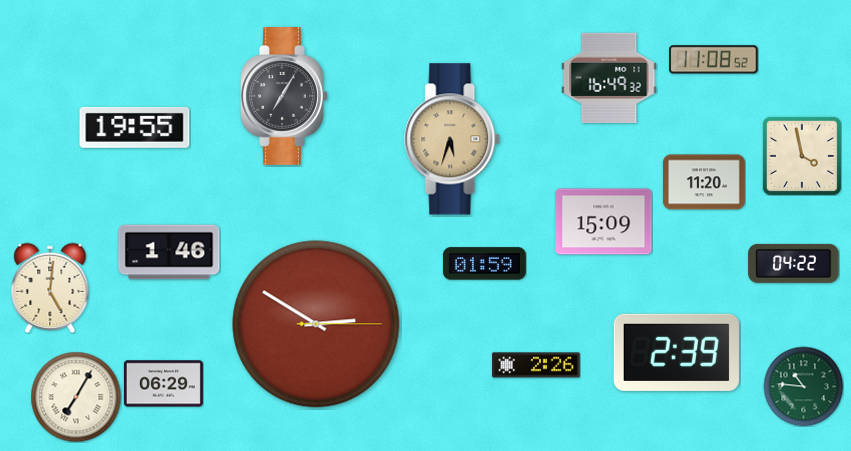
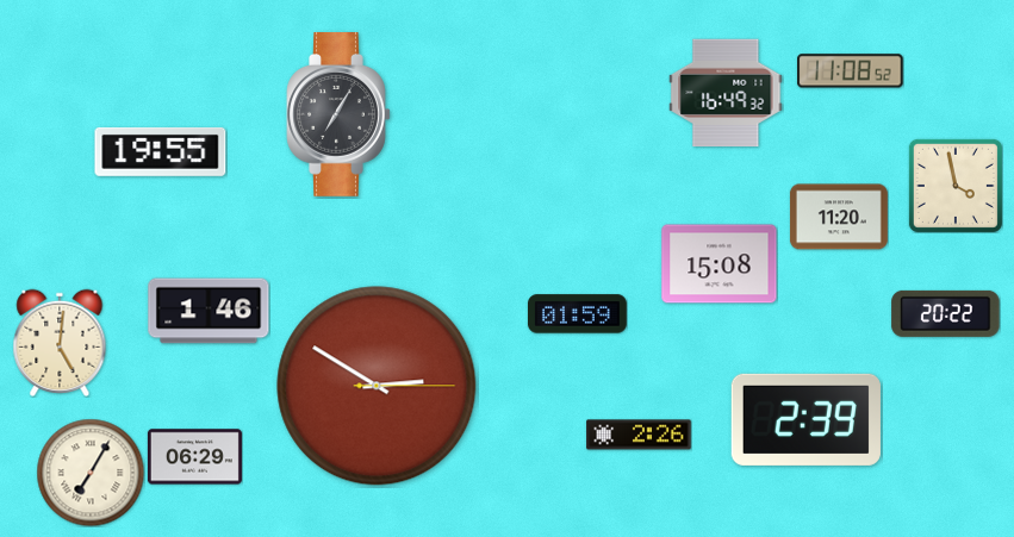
clock at (453, 139): 5:33 -> none
clock at (604, 222): 15:09 -> 15:08
clock at (169, 252) position: (169, 252) -> (209, 311)
clock at (794, 263): 04:22 -> 20:22
clock at (803, 386): 10:46 -> none
